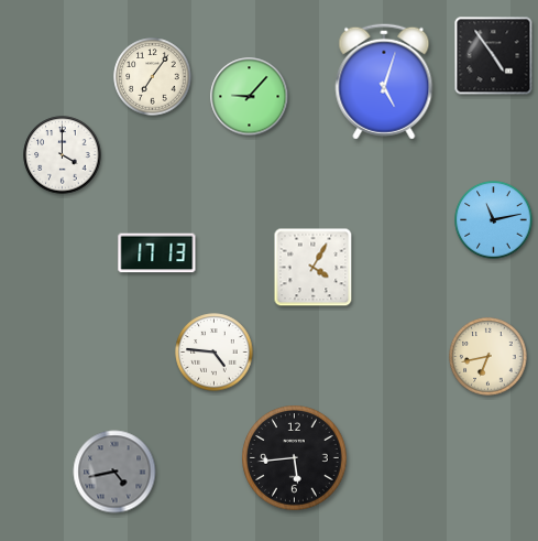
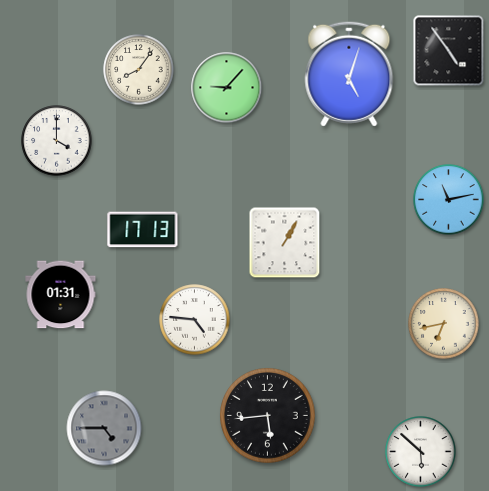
clock at (153, 77): 7:06 -> 8:06
clock at (314, 268): 4:05 -> 1:05
clock at (61, 295): none -> 01:31
clock at (114, 472): 4:43 -> 4:45
clock at (421, 452): none -> 5:52
